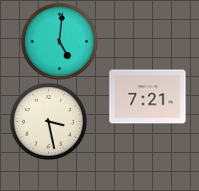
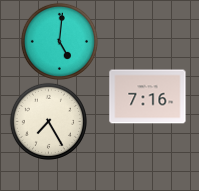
clock at (148, 97): 7:21 -> 7:16
clock at (48, 121): 3:28 -> 7:25
